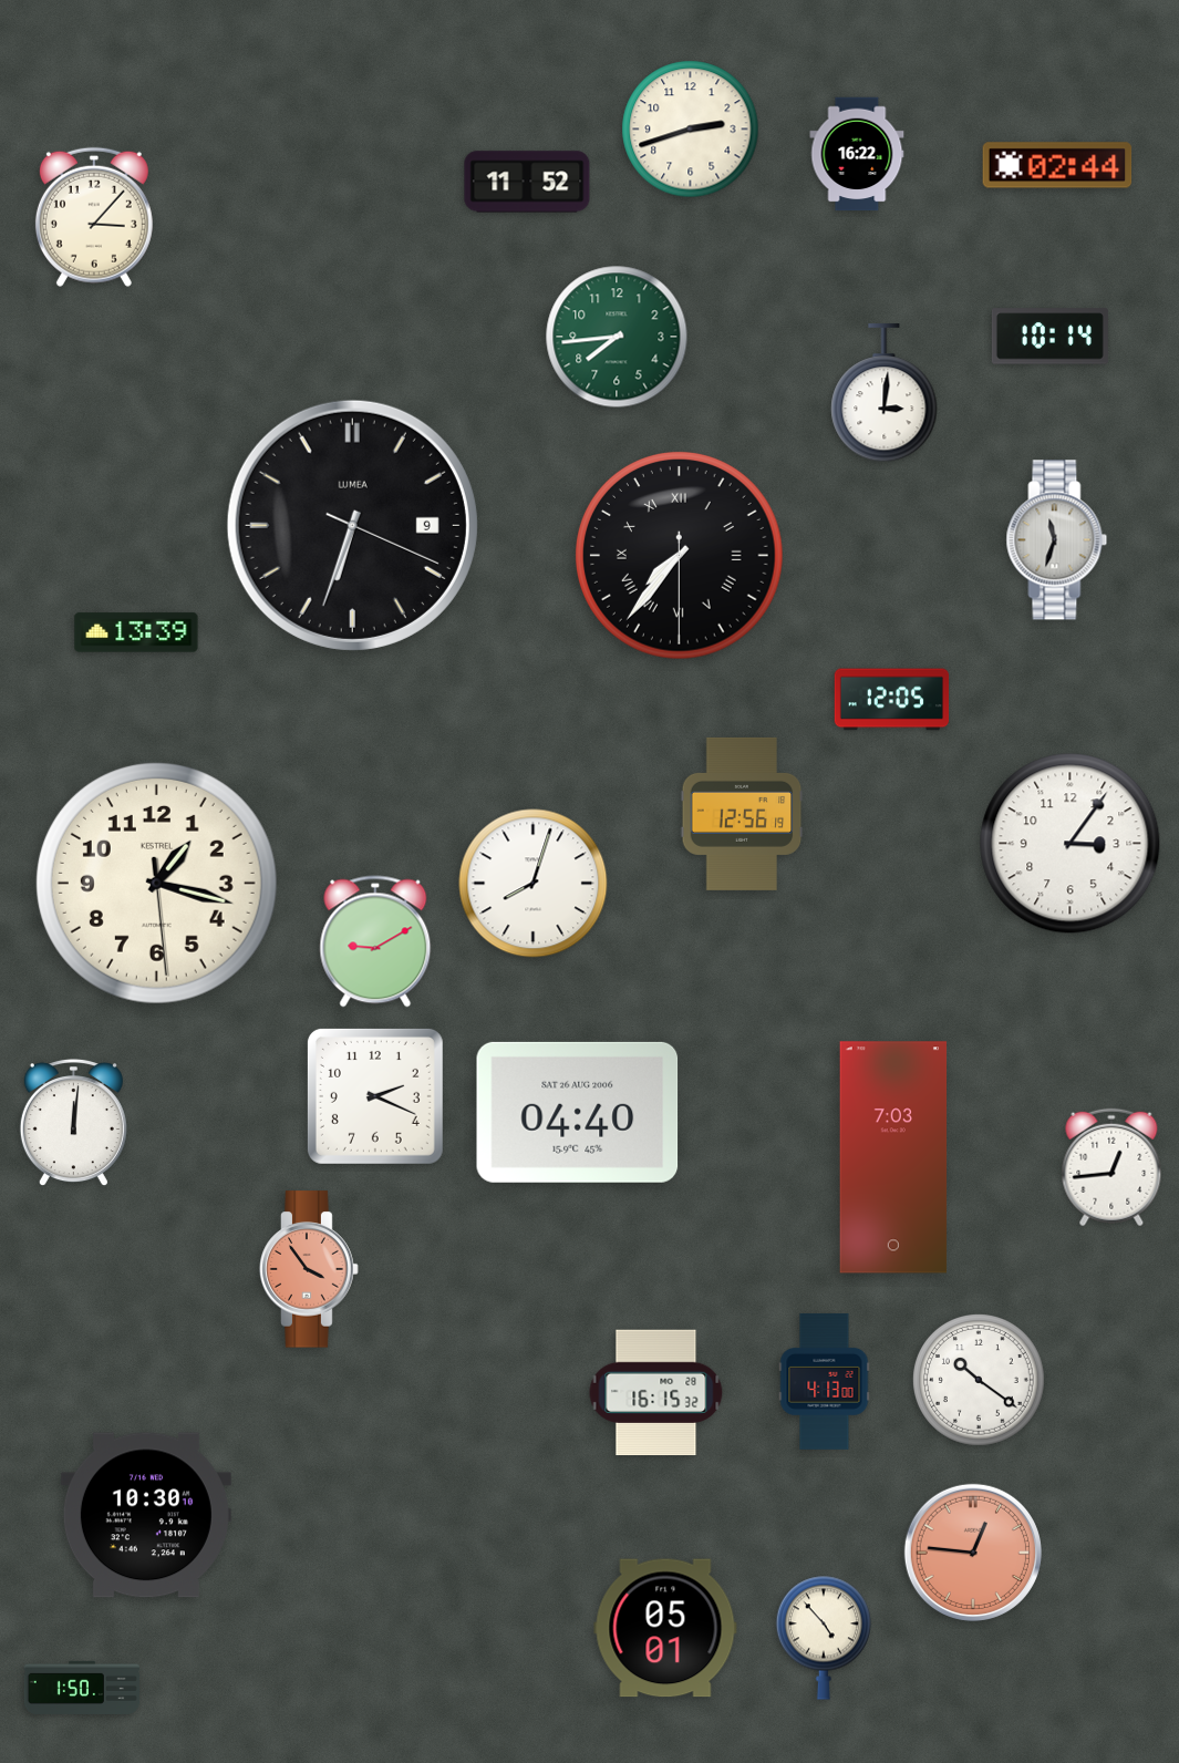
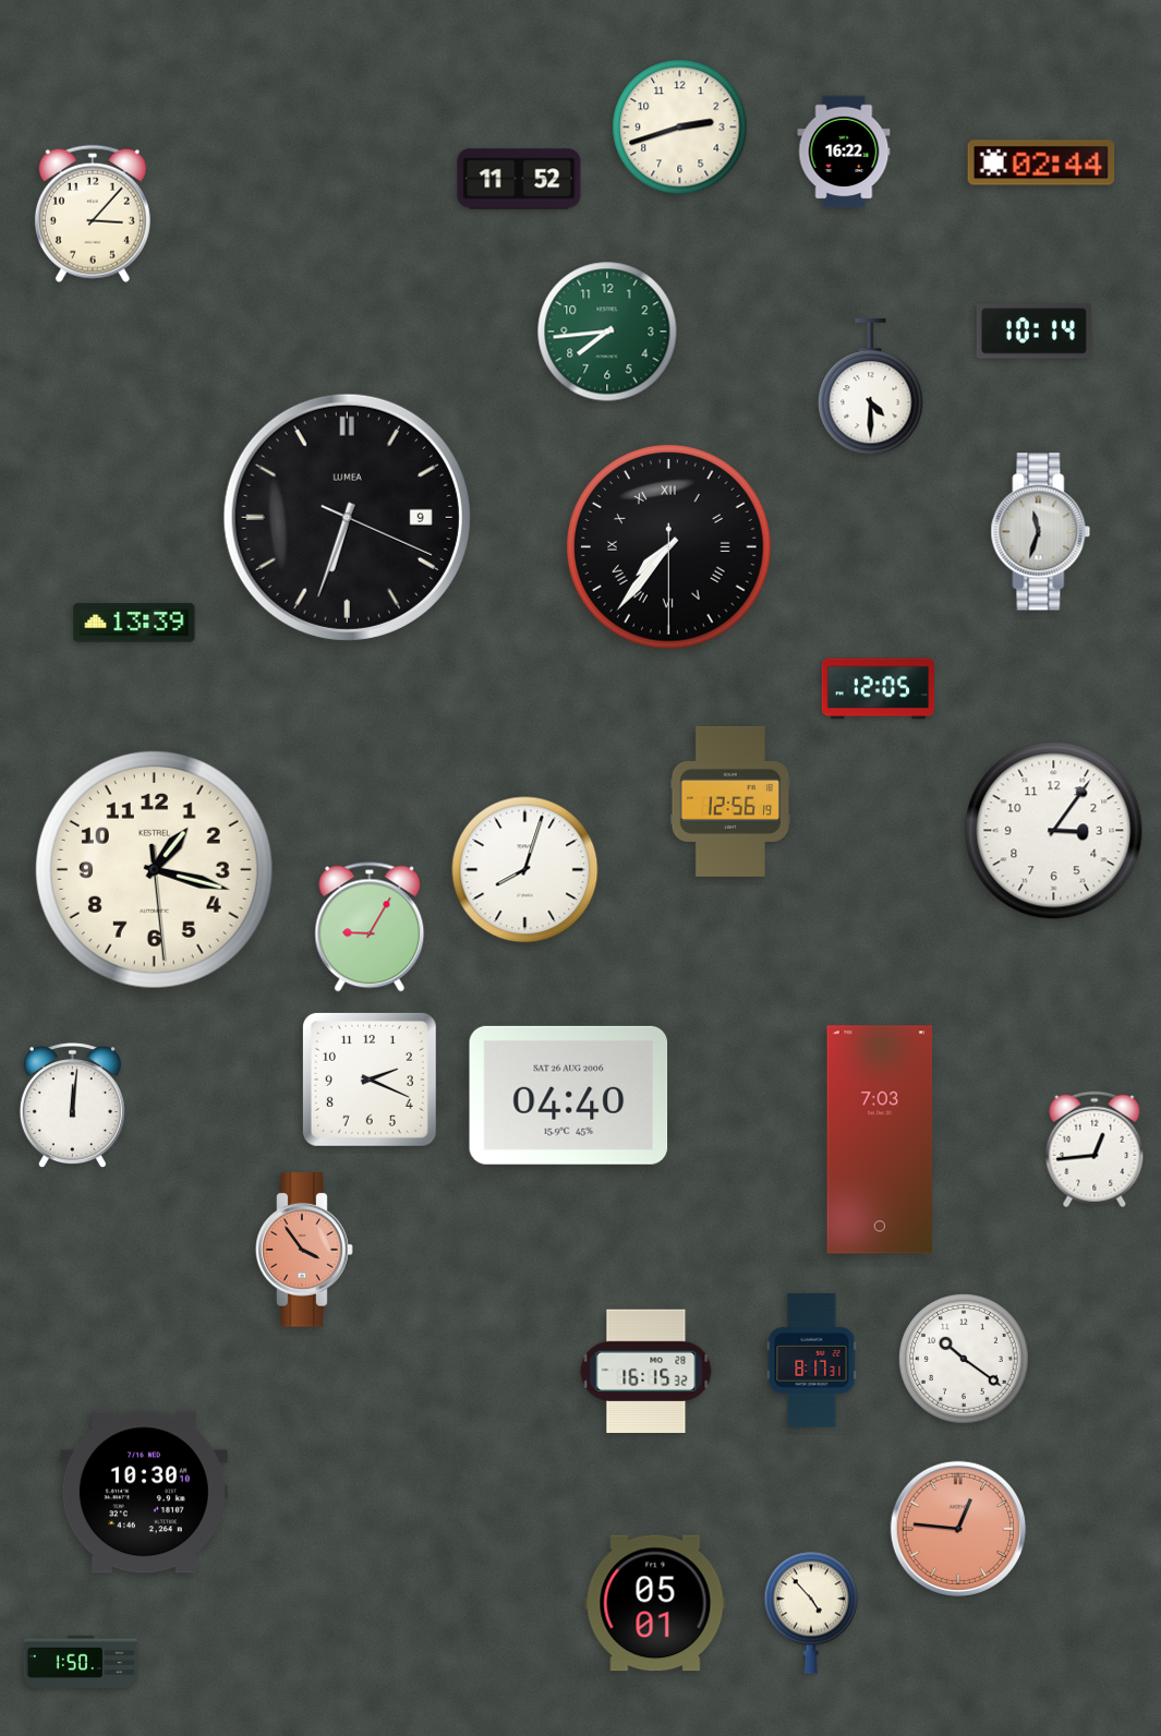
clock at (885, 393): 3:01 -> 4:30
clock at (375, 941): 9:10 -> 9:05
clock at (825, 1381): 4:13 -> 8:17
